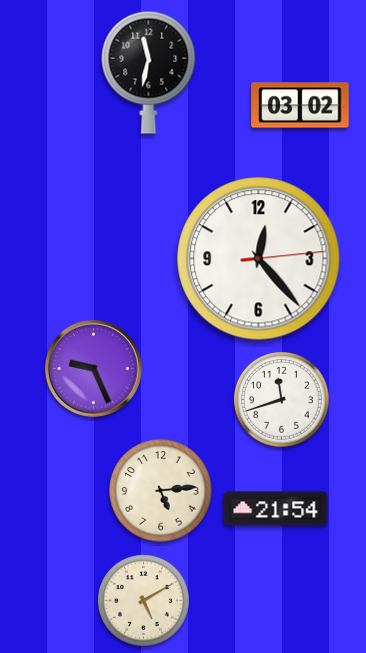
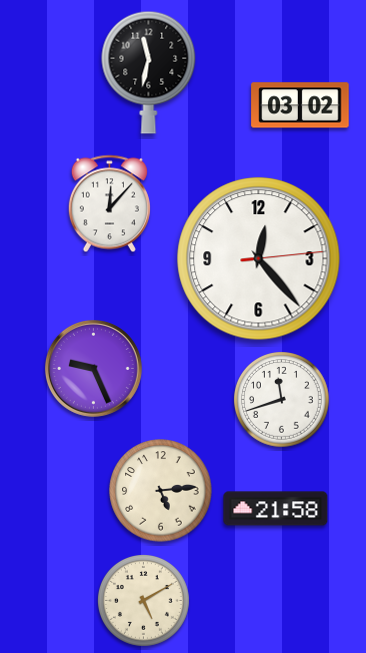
clock at (109, 204): none -> 12:07
clock at (276, 509): 21:54 -> 21:58
